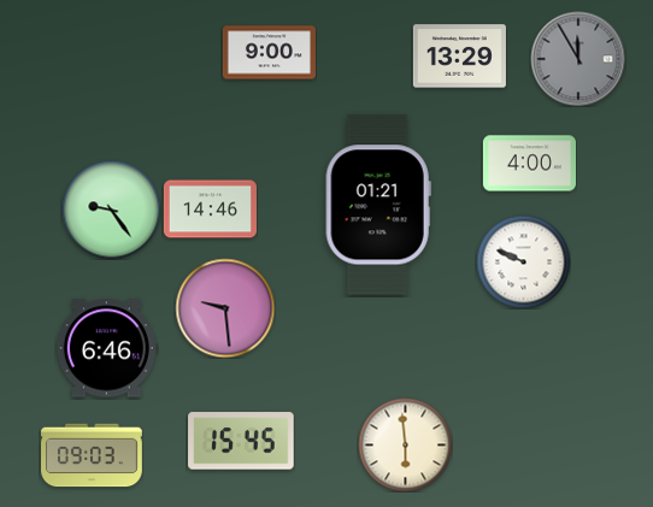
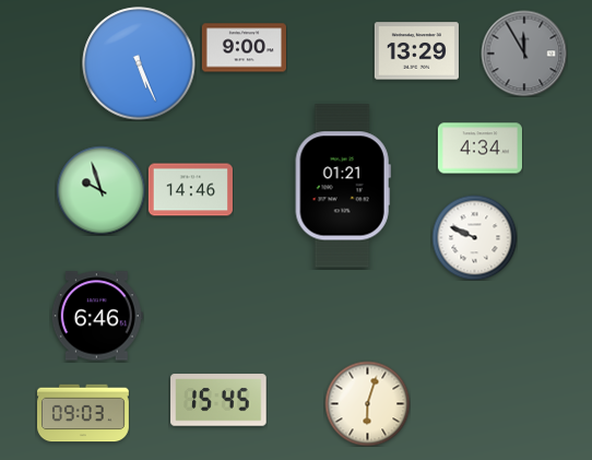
clock at (139, 63): none -> 5:26
clock at (529, 164): 4:00 -> 4:34
clock at (111, 210): 9:24 -> 9:57
clock at (225, 308): 9:29 -> none
clock at (405, 444): 5:59 -> 6:03
